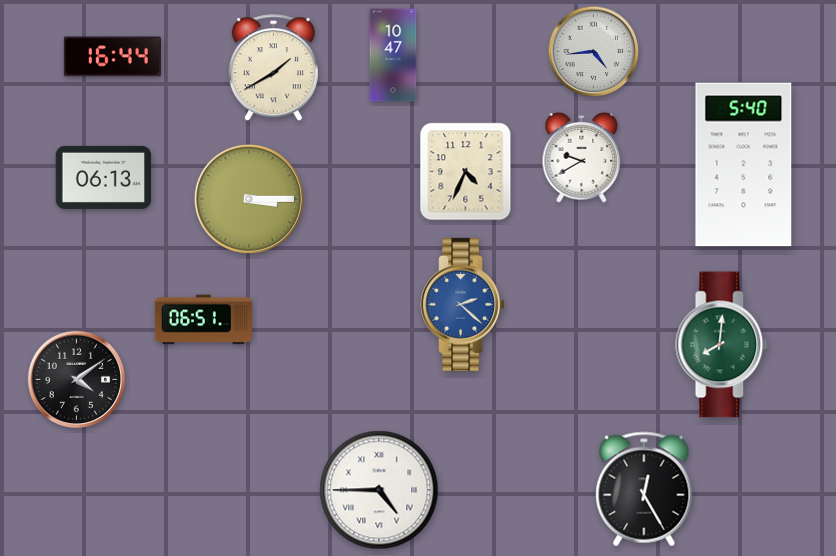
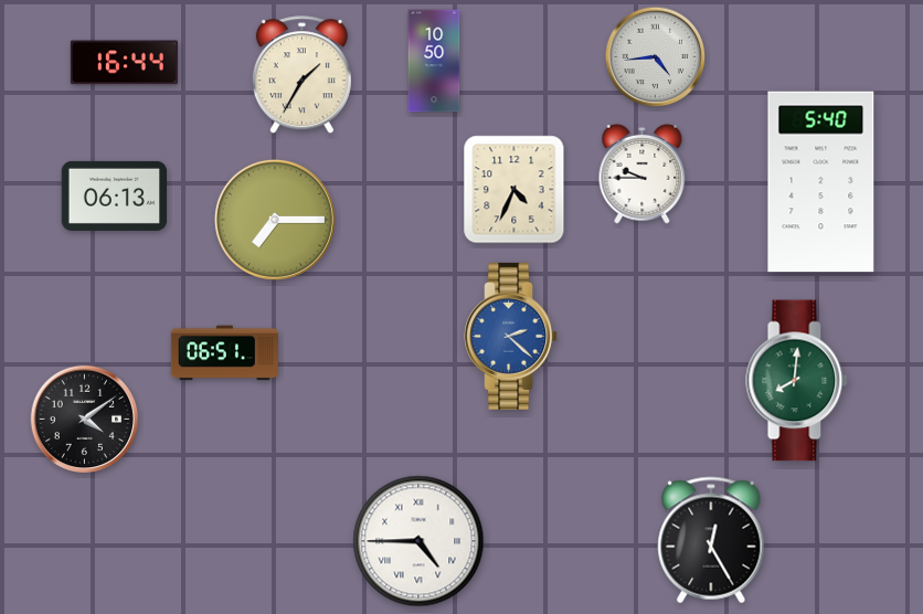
clock at (393, 55): 10:47 -> 10:50
clock at (273, 68): 1:40 -> 1:35
clock at (582, 157): 9:40 -> 9:45
clock at (249, 199): 3:15 -> 7:15
